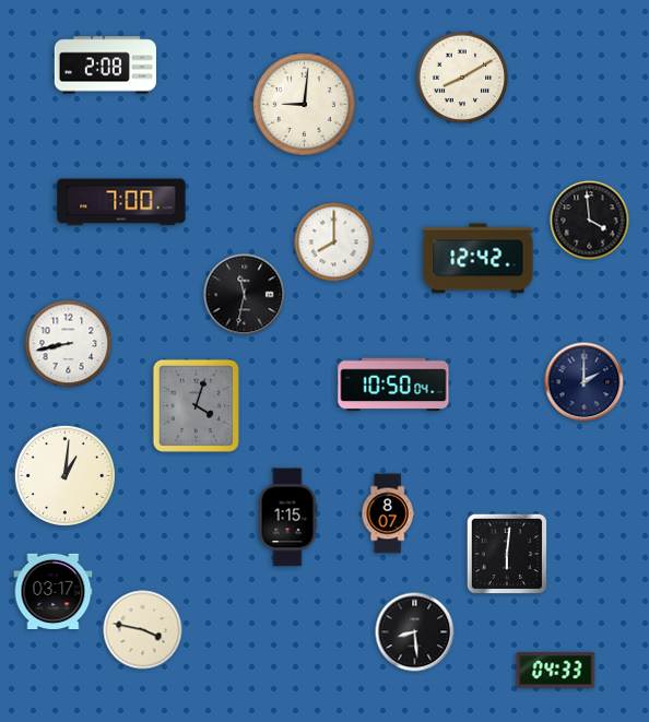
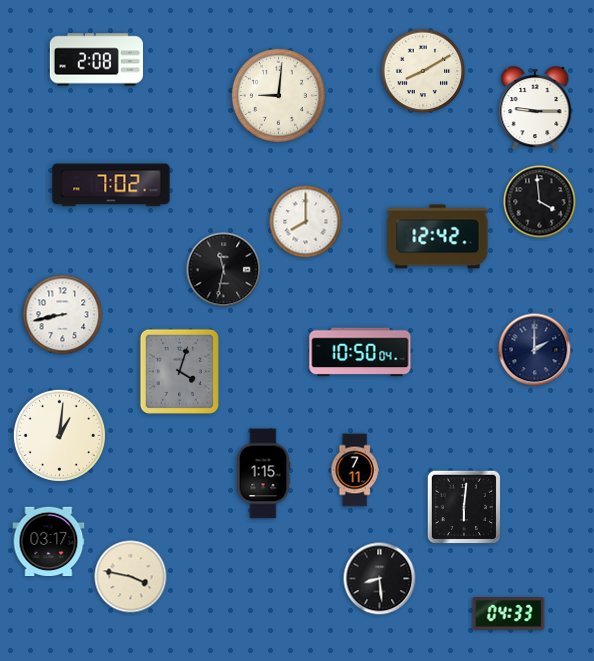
clock at (535, 109): none -> 9:15
clock at (121, 202): 7:00 -> 7:02
clock at (388, 513): 8:07 -> 7:11
